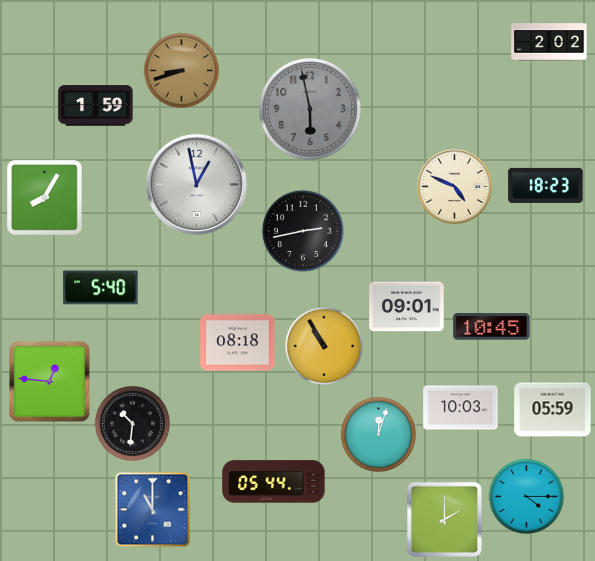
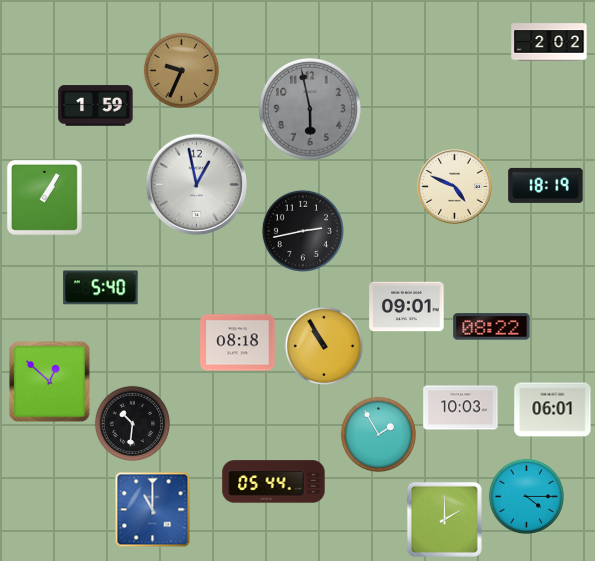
clock at (181, 70): 8:42 -> 9:34
clock at (546, 185): 18:23 -> 18:19
clock at (44, 197): 8:05 -> 1:05
clock at (492, 327): 10:45 -> 08:22
clock at (50, 382): 12:46 -> 12:52
clock at (553, 410): 05:59 -> 06:01
clock at (378, 434): 12:03 -> 1:55
